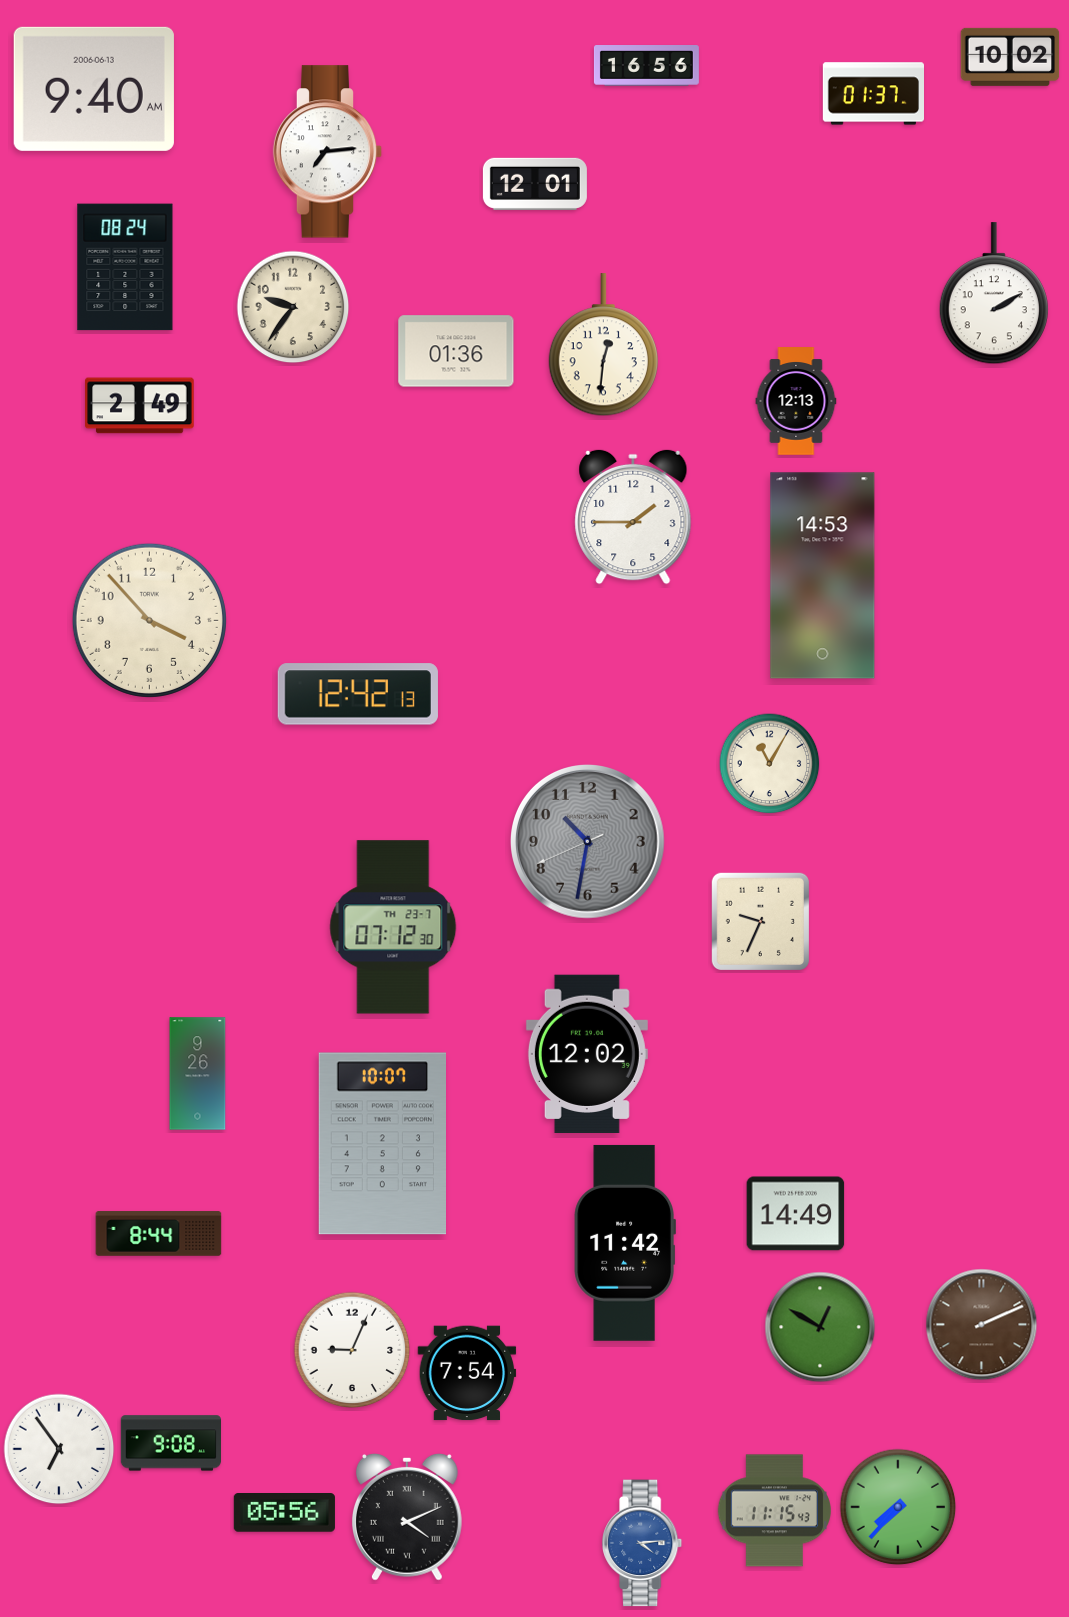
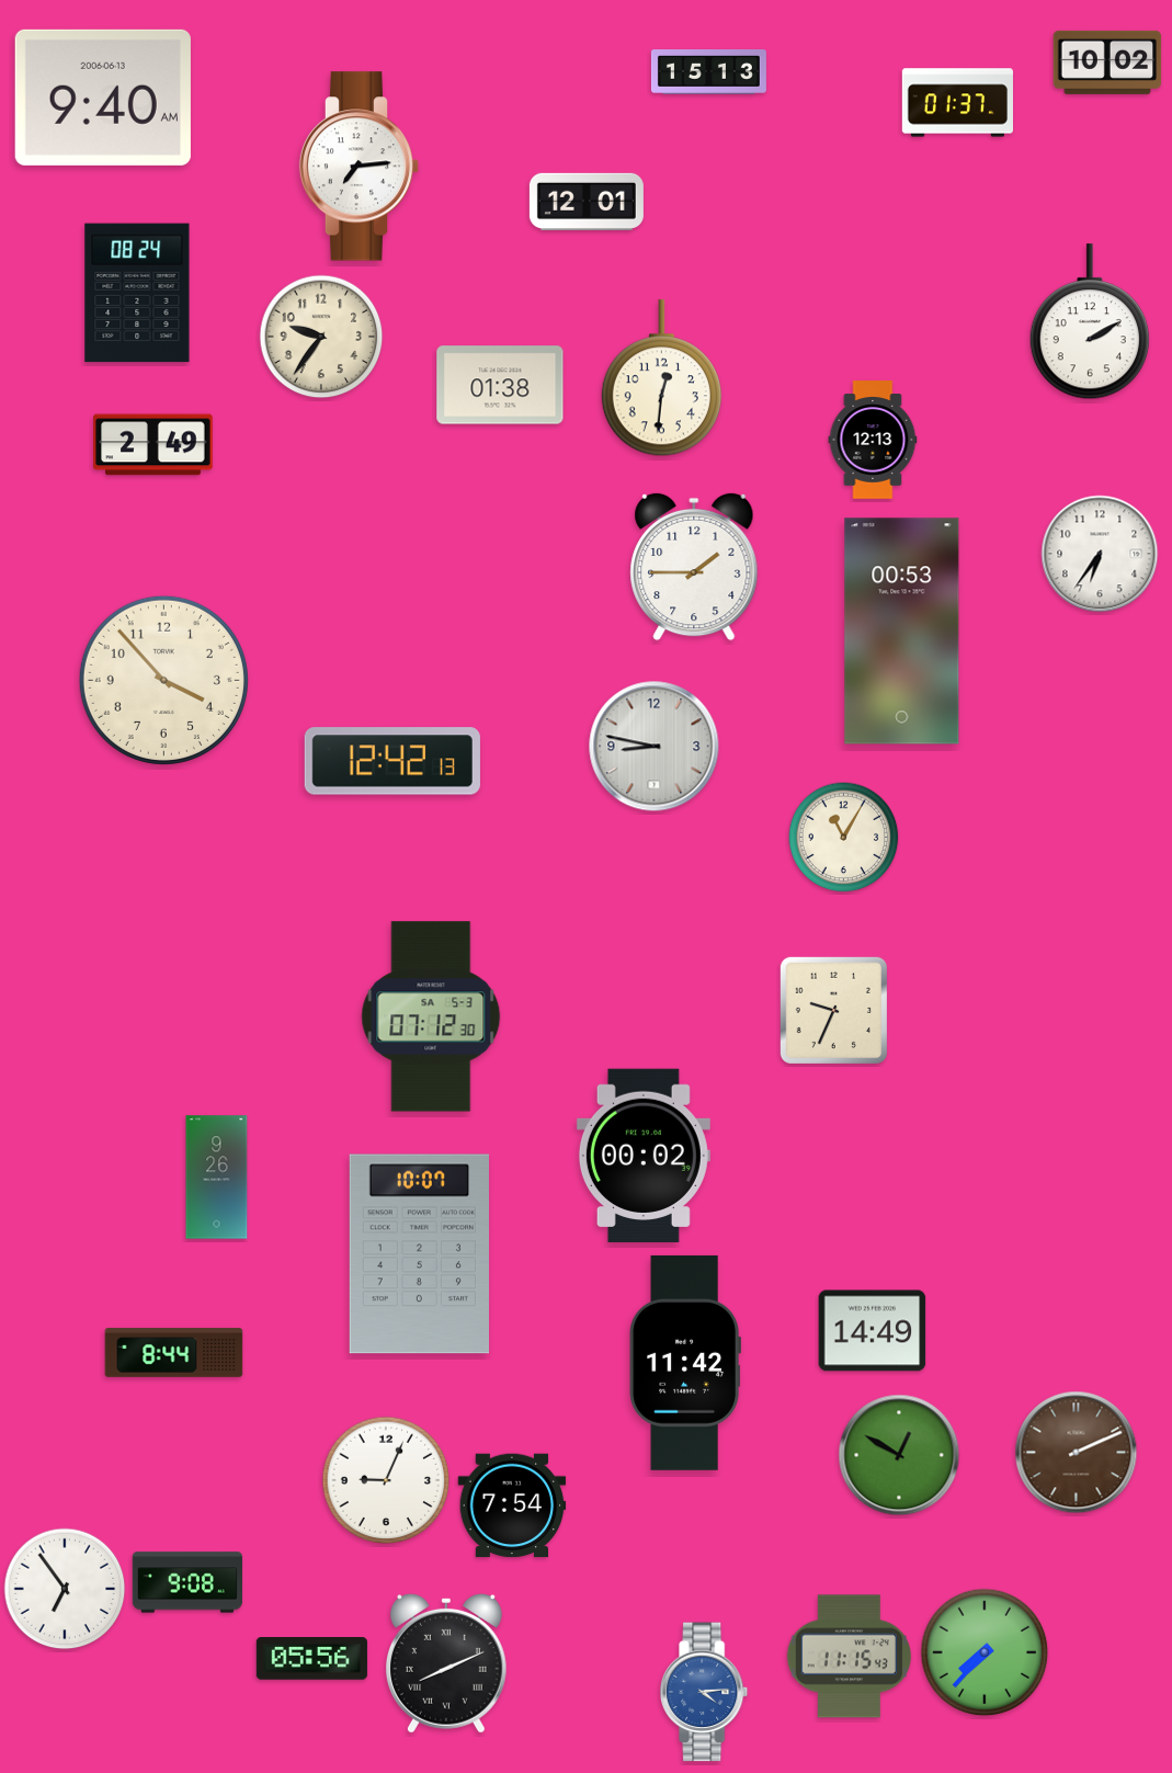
clock at (646, 66): 16:56 -> 15:13
clock at (456, 351): 01:36 -> 01:38
clock at (1100, 554): none -> 6:36
clock at (823, 576): 14:53 -> 00:53
clock at (655, 747): none -> 8:47
clock at (588, 842): 10:31 -> none
clock at (393, 927) date: TH 23-7 -> SA 5-3
clock at (587, 1053): 12:02 -> 00:02
clock at (407, 1517): 4:11 -> 8:11
